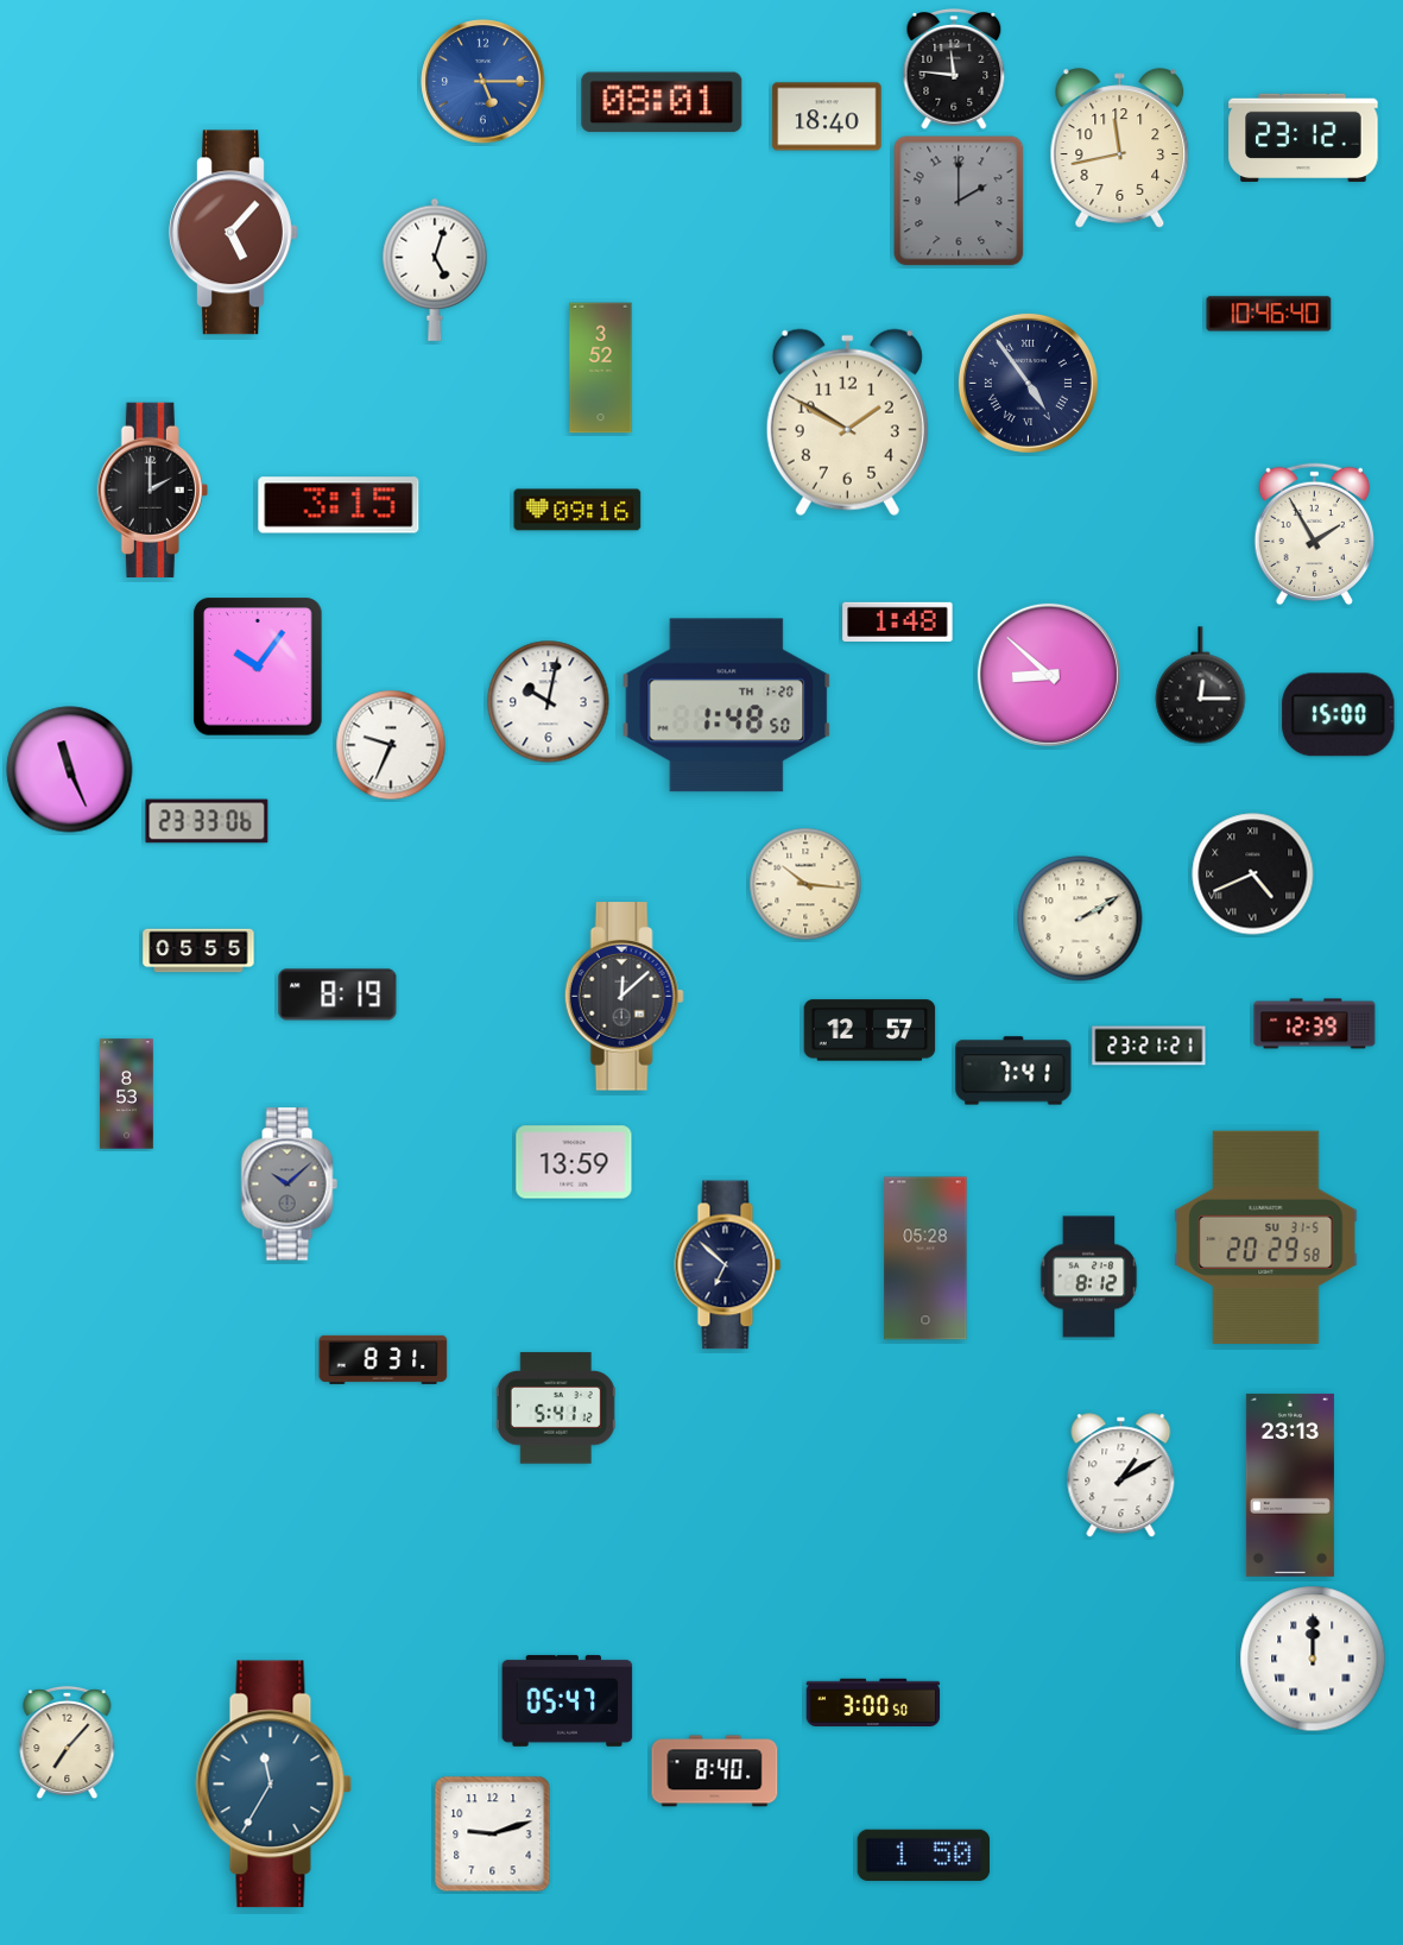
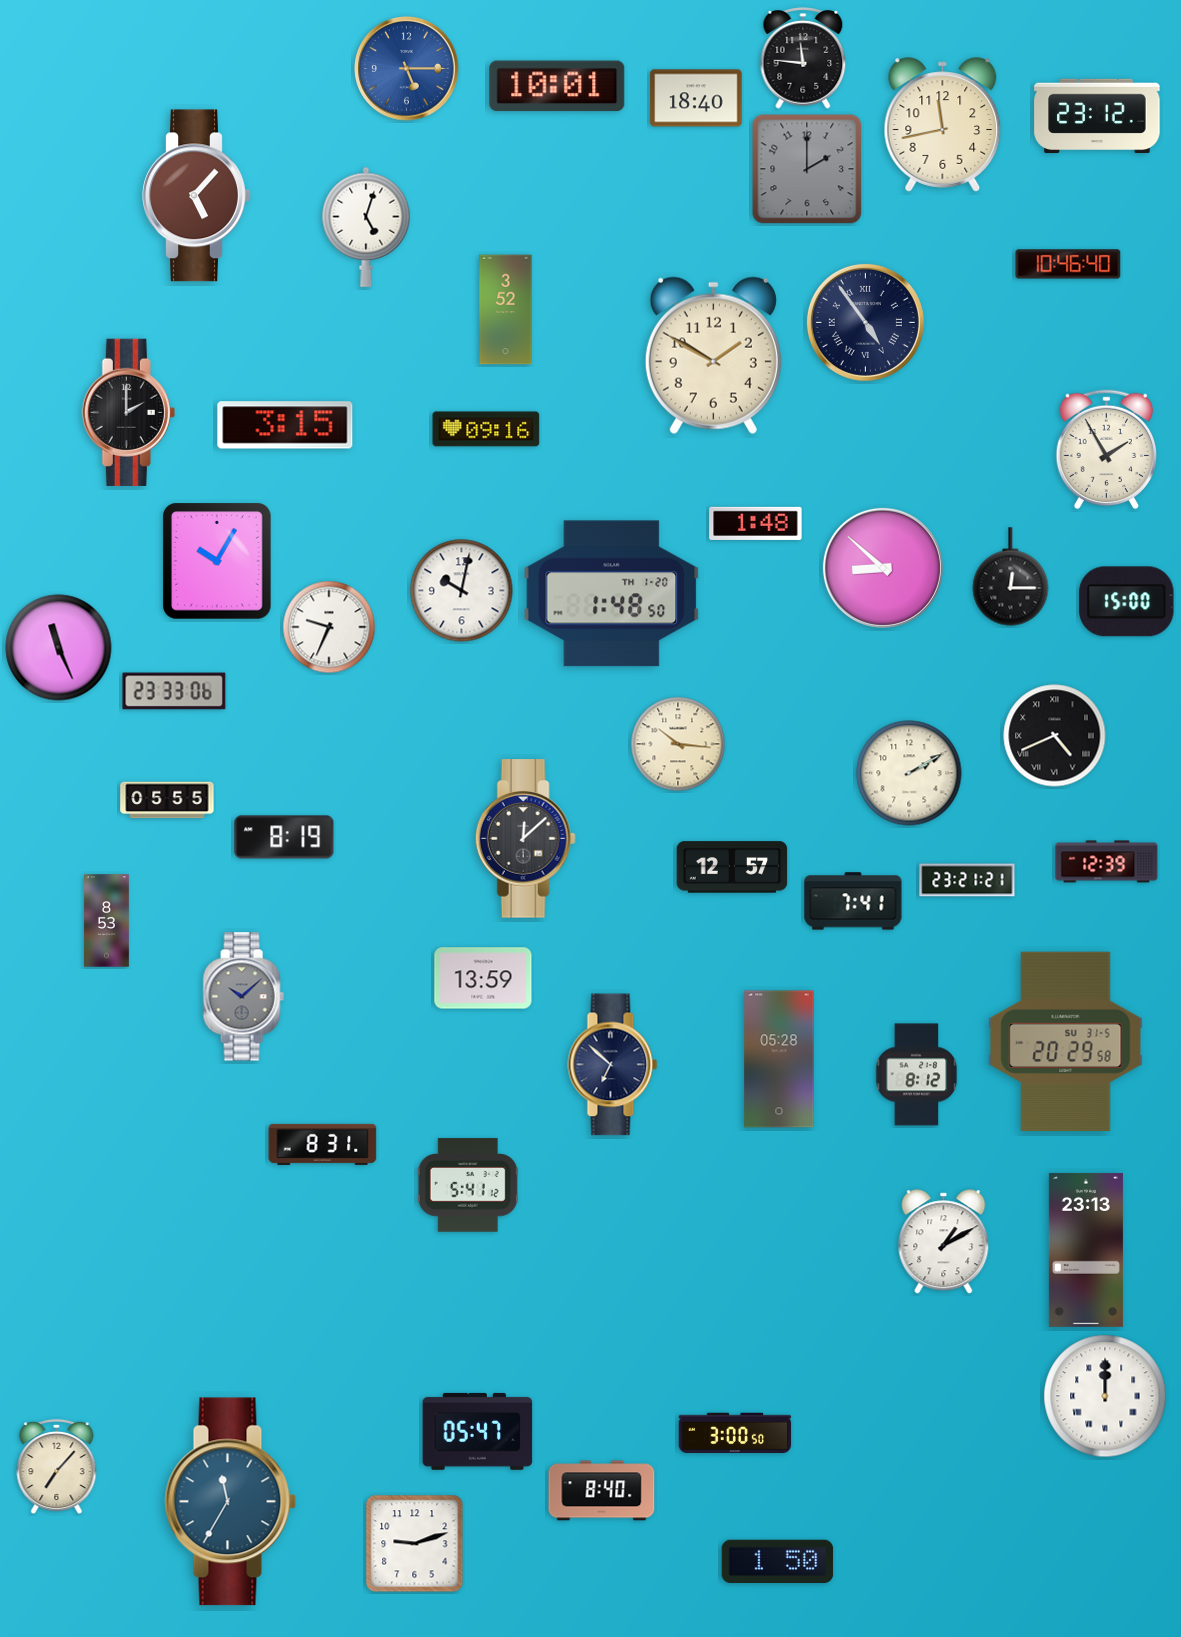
clock at (662, 102): 08:01 -> 10:01
clock at (258, 667): 10:06 -> 10:05
